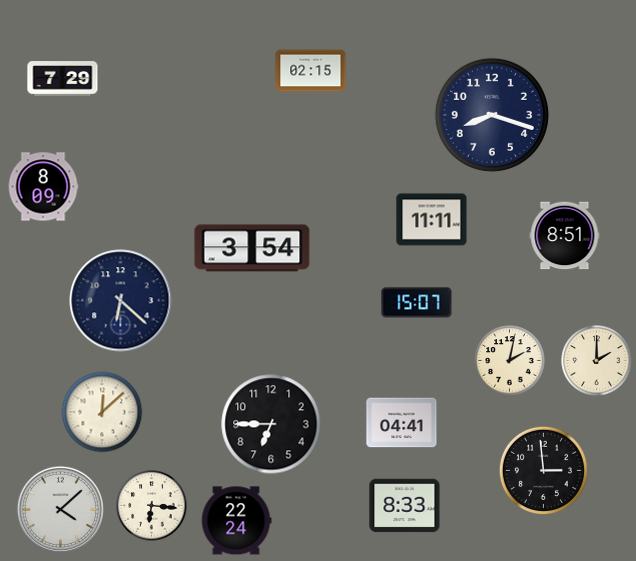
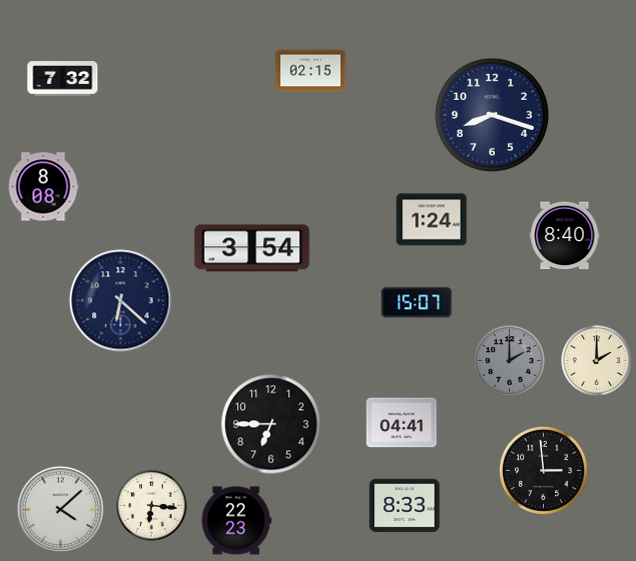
clock at (63, 79): 7:29 -> 7:32
clock at (43, 187): 8:09 -> 8:08
clock at (432, 220): 11:11 -> 1:24
clock at (565, 236): 8:51 -> 8:40
clock at (510, 361): 2:02 -> 2:00
clock at (510, 361) dial: cream -> grey
clock at (102, 412): 12:08 -> none
clock at (236, 521): 22:24 -> 22:23
